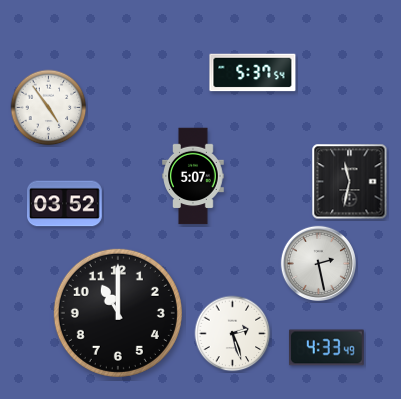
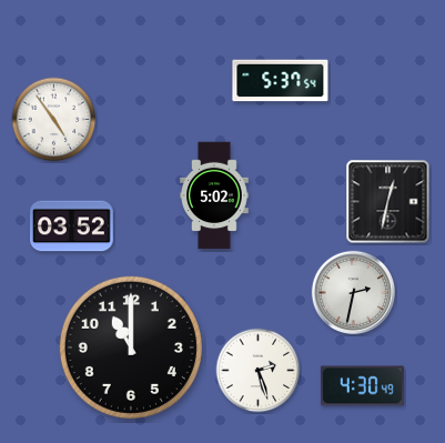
clock at (193, 176): 5:07 -> 5:02
clock at (350, 182): 11:32 -> 12:32
clock at (318, 263): 2:28 -> 2:32
clock at (326, 348): 4:33 -> 4:30
